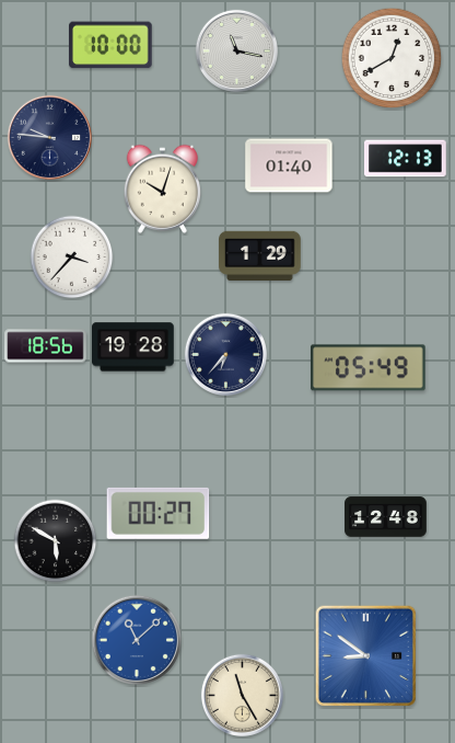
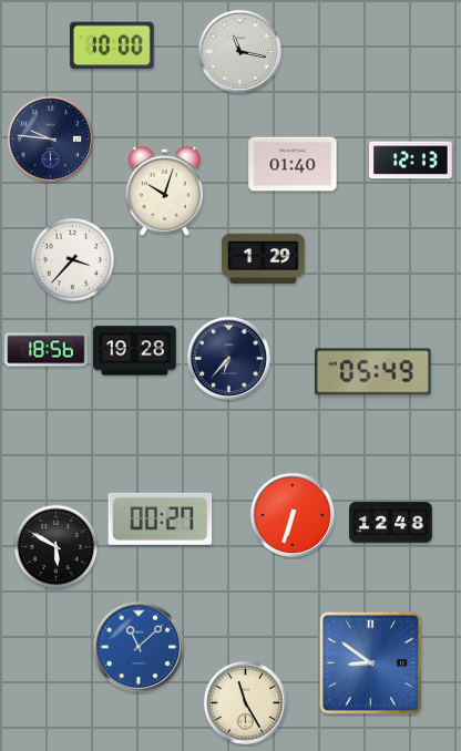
clock at (392, 58): 12:40 -> none
clock at (289, 165) position: (289, 165) -> (293, 164)
clock at (293, 515): none -> 6:33
